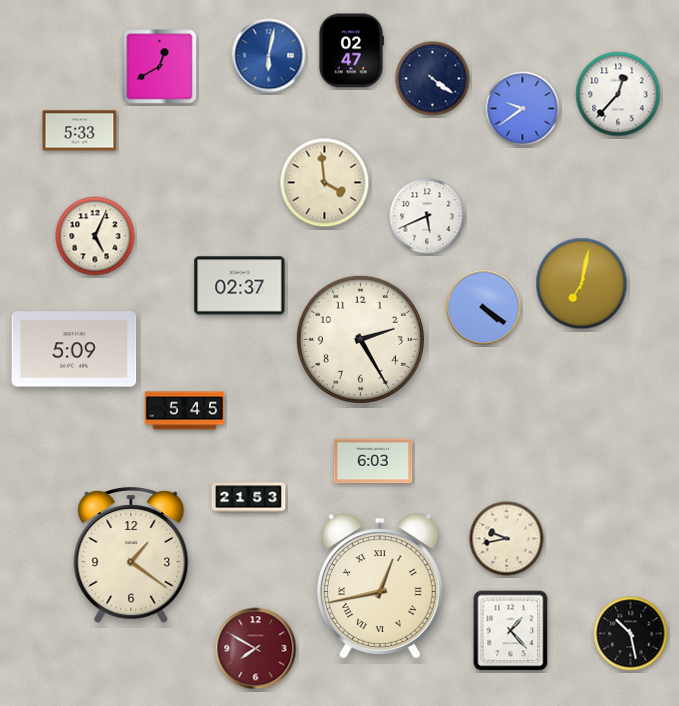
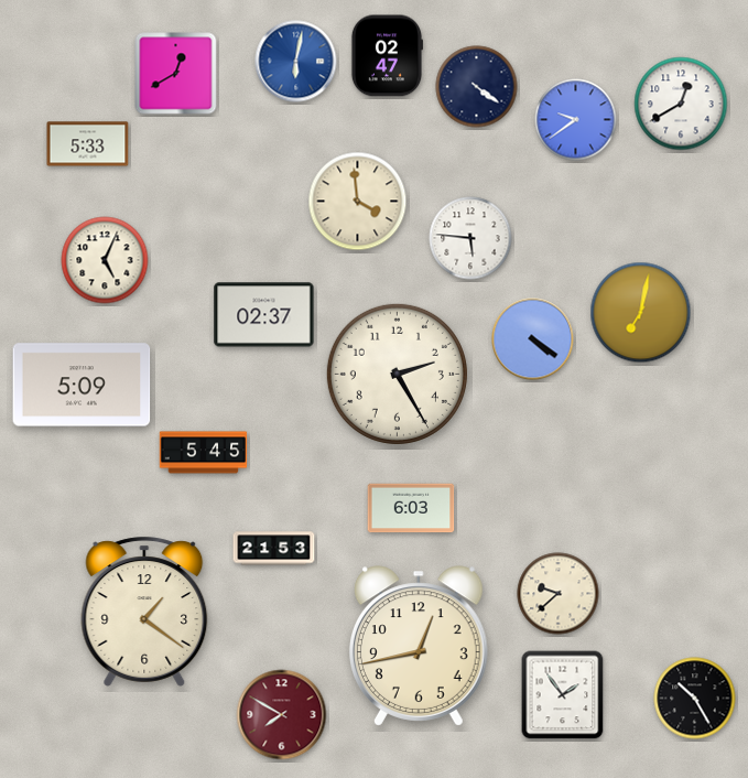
clock at (618, 94): 12:37 -> 12:40
clock at (427, 216): 5:41 -> 5:46
clock at (507, 539): 9:43 -> 9:38
clock at (380, 586) numerals: Roman -> Arabic
clock at (511, 631): 1:23 -> 1:54
clock at (631, 634): 10:28 -> 10:25
